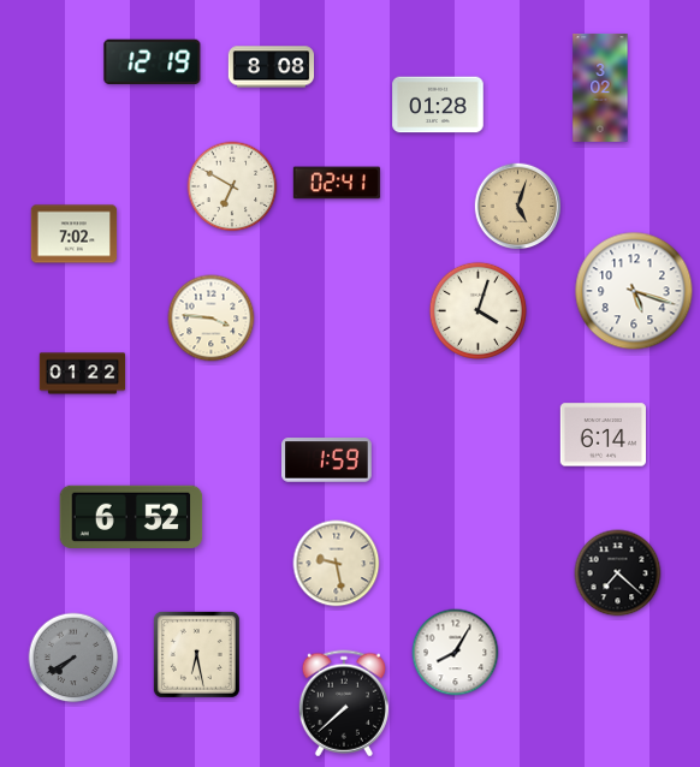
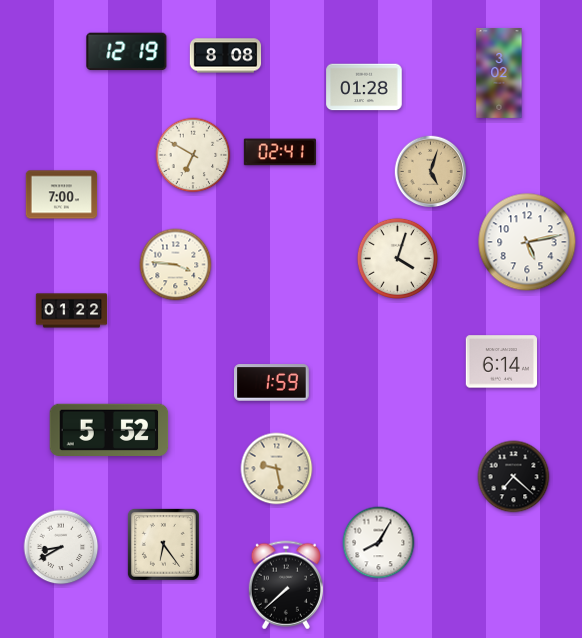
clock at (75, 234): 7:02 -> 7:00
clock at (634, 291): 5:18 -> 5:13
clock at (83, 374) position: (83, 374) -> (72, 311)
clock at (131, 517): 6:52 -> 5:52
clock at (337, 564) position: (337, 564) -> (277, 469)
clock at (196, 654): 6:28 -> 6:24
clock at (73, 658): 7:40 -> 8:40
clock at (73, 658) dial: grey -> white
